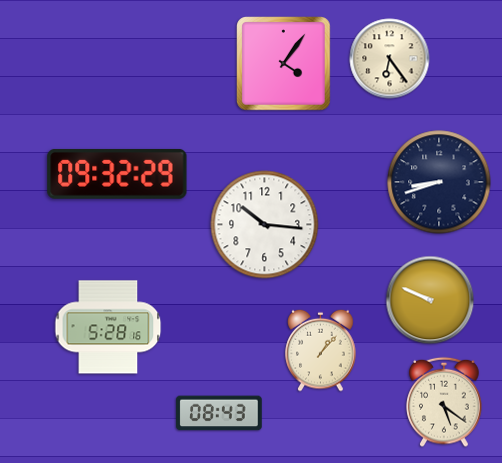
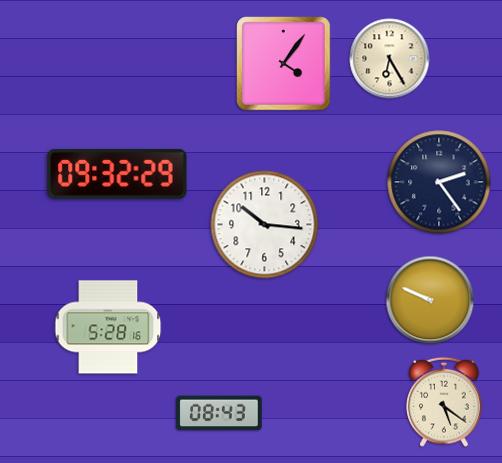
clock at (390, 59): 6:24 -> 6:25
clock at (439, 182): 8:42 -> 2:24
clock at (321, 350): 1:07 -> none
